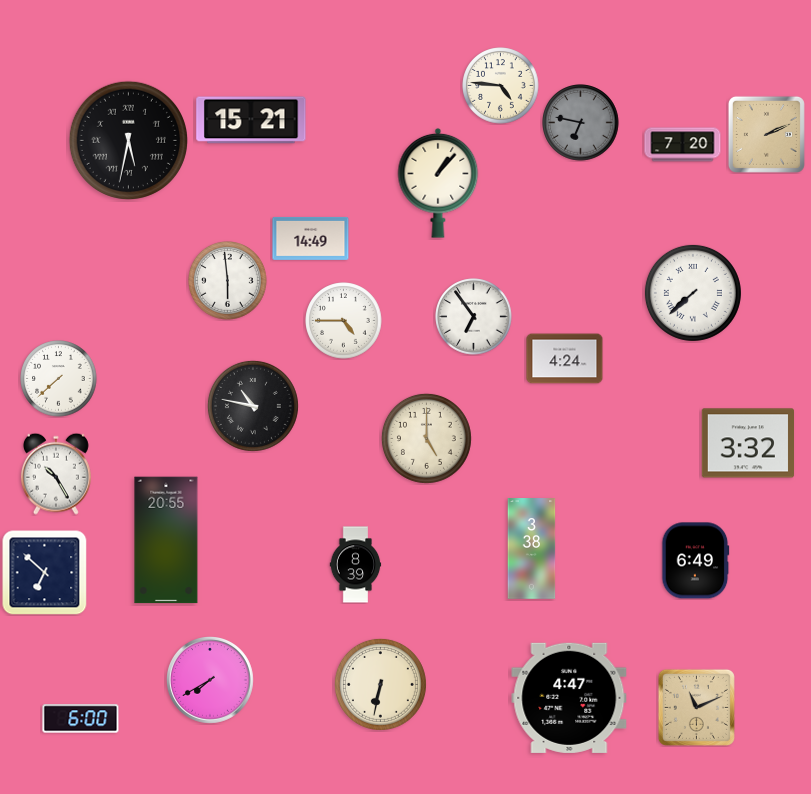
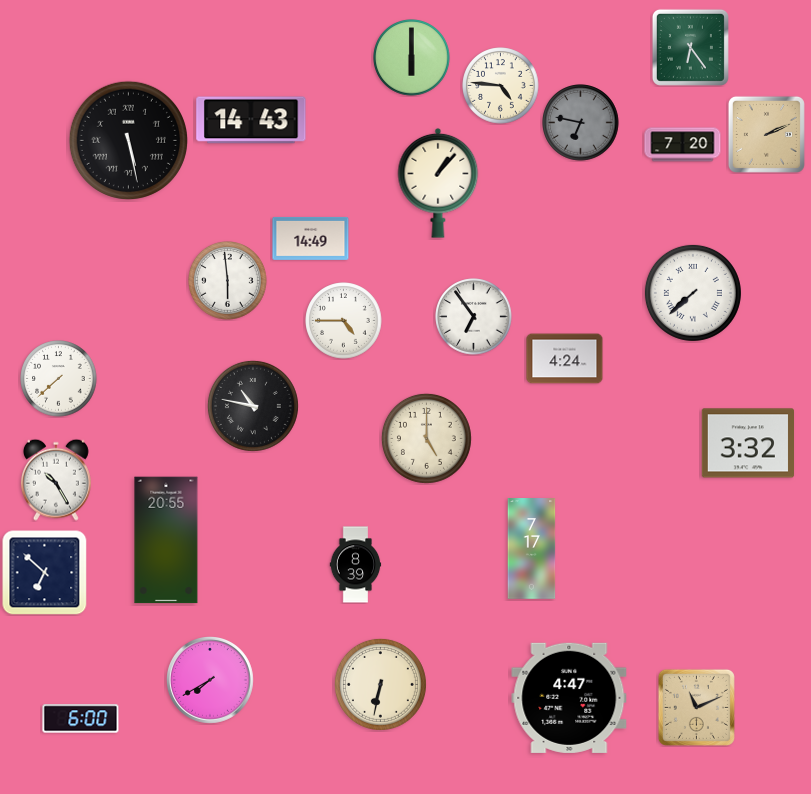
clock at (690, 47): none -> 6:24
clock at (412, 58): none -> 6:00
clock at (251, 120): 15:21 -> 14:43
clock at (128, 140): 5:32 -> 5:28
clock at (56, 474) position: (56, 474) -> (56, 480)
clock at (532, 549): 3:38 -> 7:17
clock at (696, 561): 6:49 -> none
